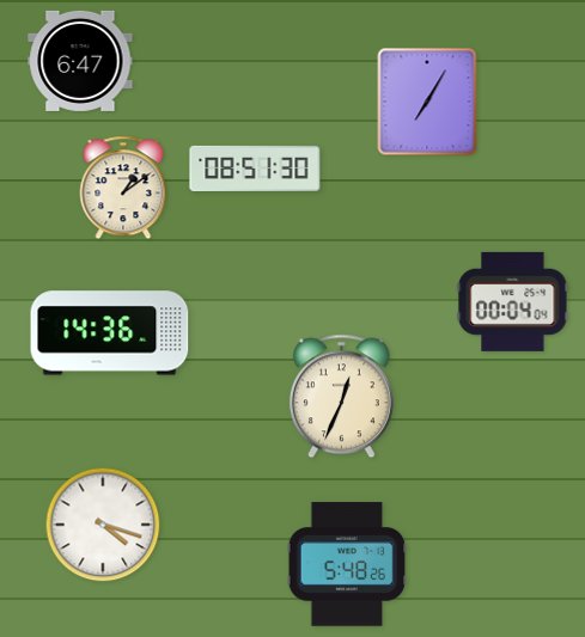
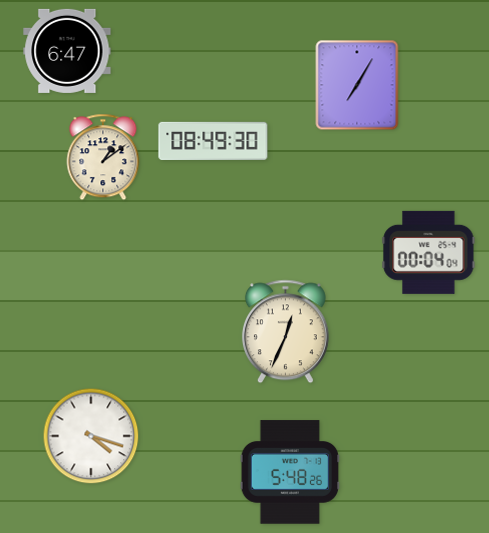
clock at (255, 167): 08:51 -> 08:49
clock at (110, 333): 14:36 -> none
clock at (103, 525) position: (103, 525) -> (91, 436)
